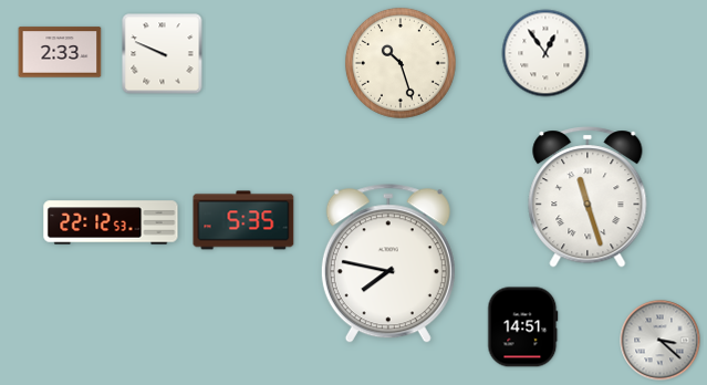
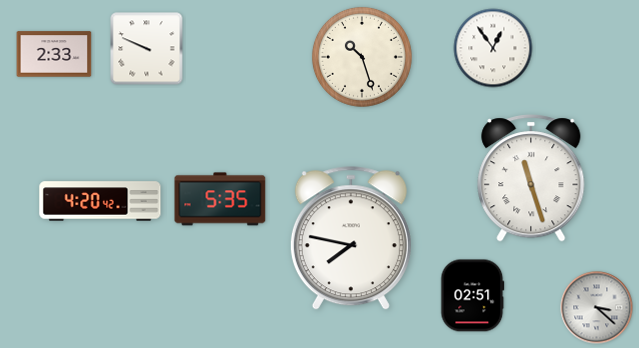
clock at (60, 52) position: (60, 52) -> (54, 54)
clock at (111, 222): 22:12 -> 4:20
clock at (523, 327): 14:51 -> 02:51
